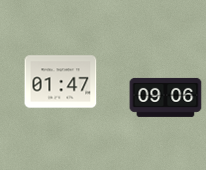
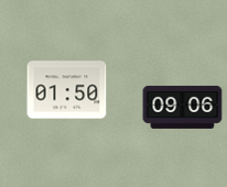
clock at (61, 82): 01:47 -> 01:50
